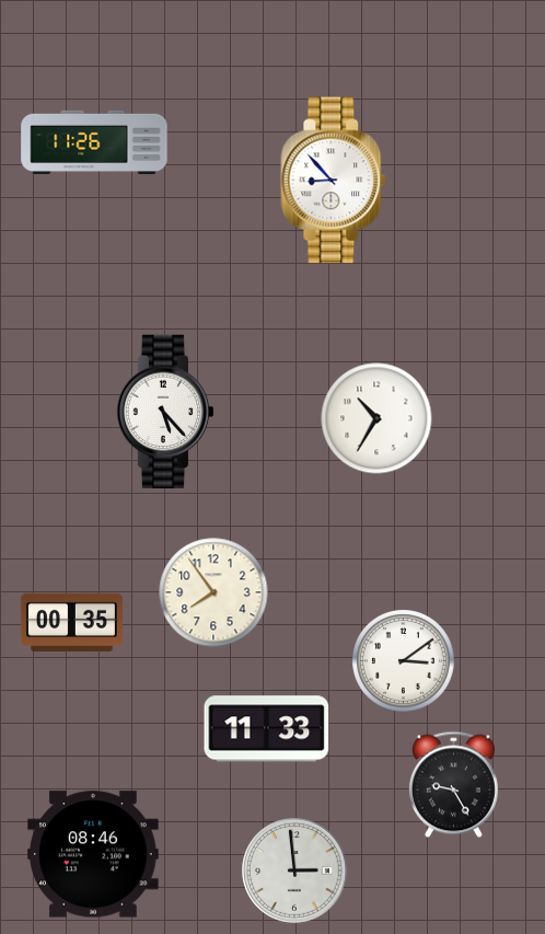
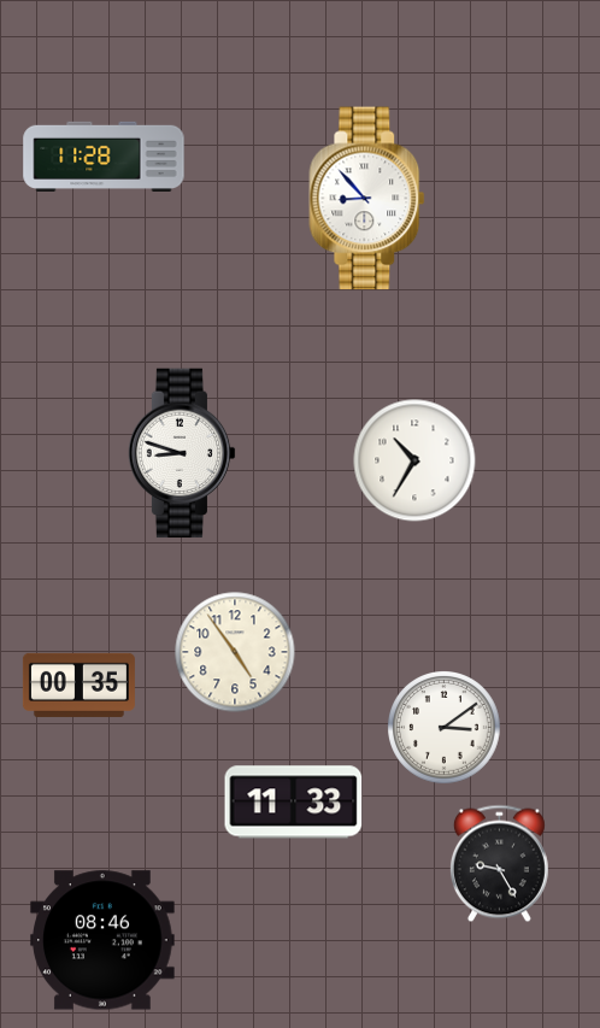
clock at (94, 141): 11:26 -> 11:28
clock at (165, 412): 5:23 -> 8:48
clock at (213, 592): 7:54 -> 4:54
clock at (294, 870): 2:59 -> none
